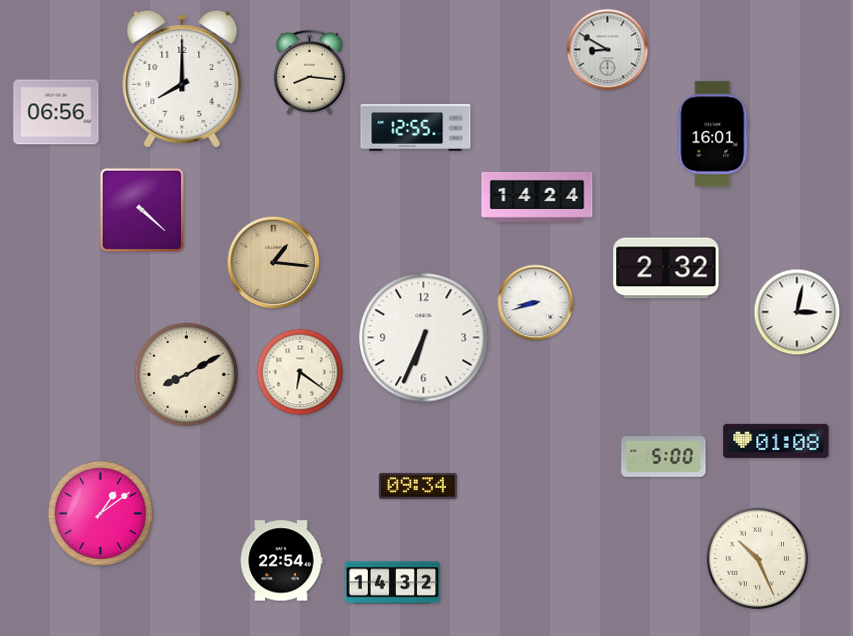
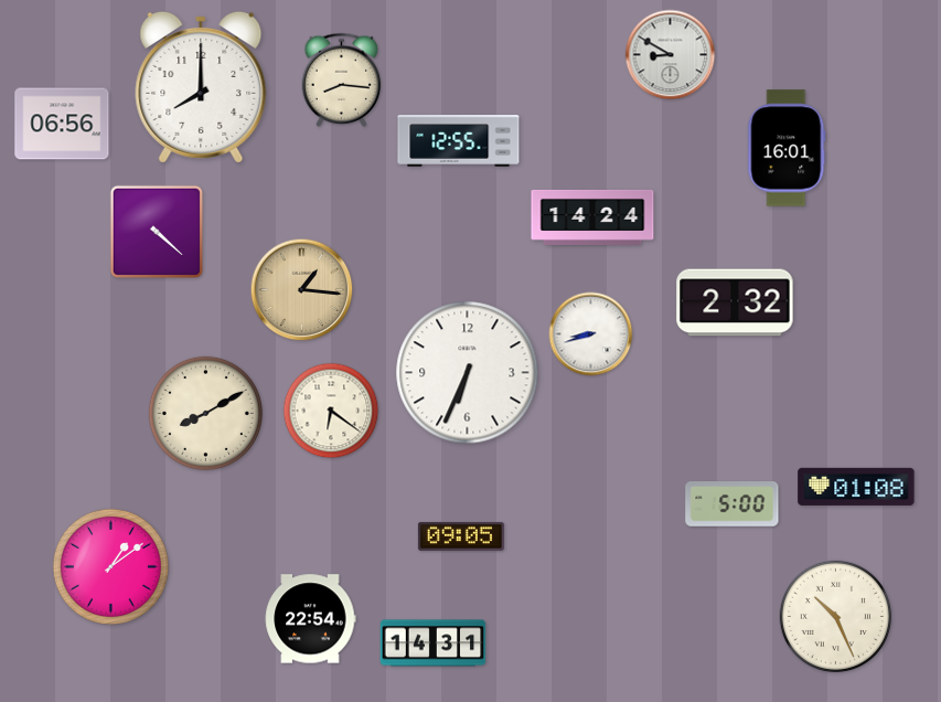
clock at (666, 268) position: (666, 268) -> (735, 302)
clock at (797, 312): 3:02 -> none
clock at (418, 486): 09:34 -> 09:05
clock at (393, 583): 14:32 -> 14:31
